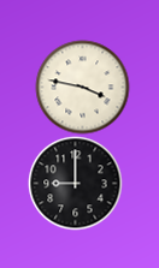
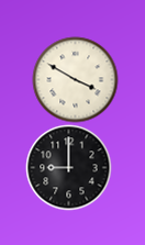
clock at (82, 87): 3:47 -> 3:50
